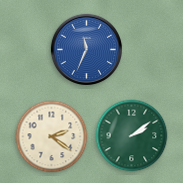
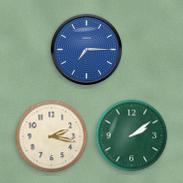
clock at (86, 49): 11:34 -> 7:15
clock at (52, 137): 2:21 -> 2:17
